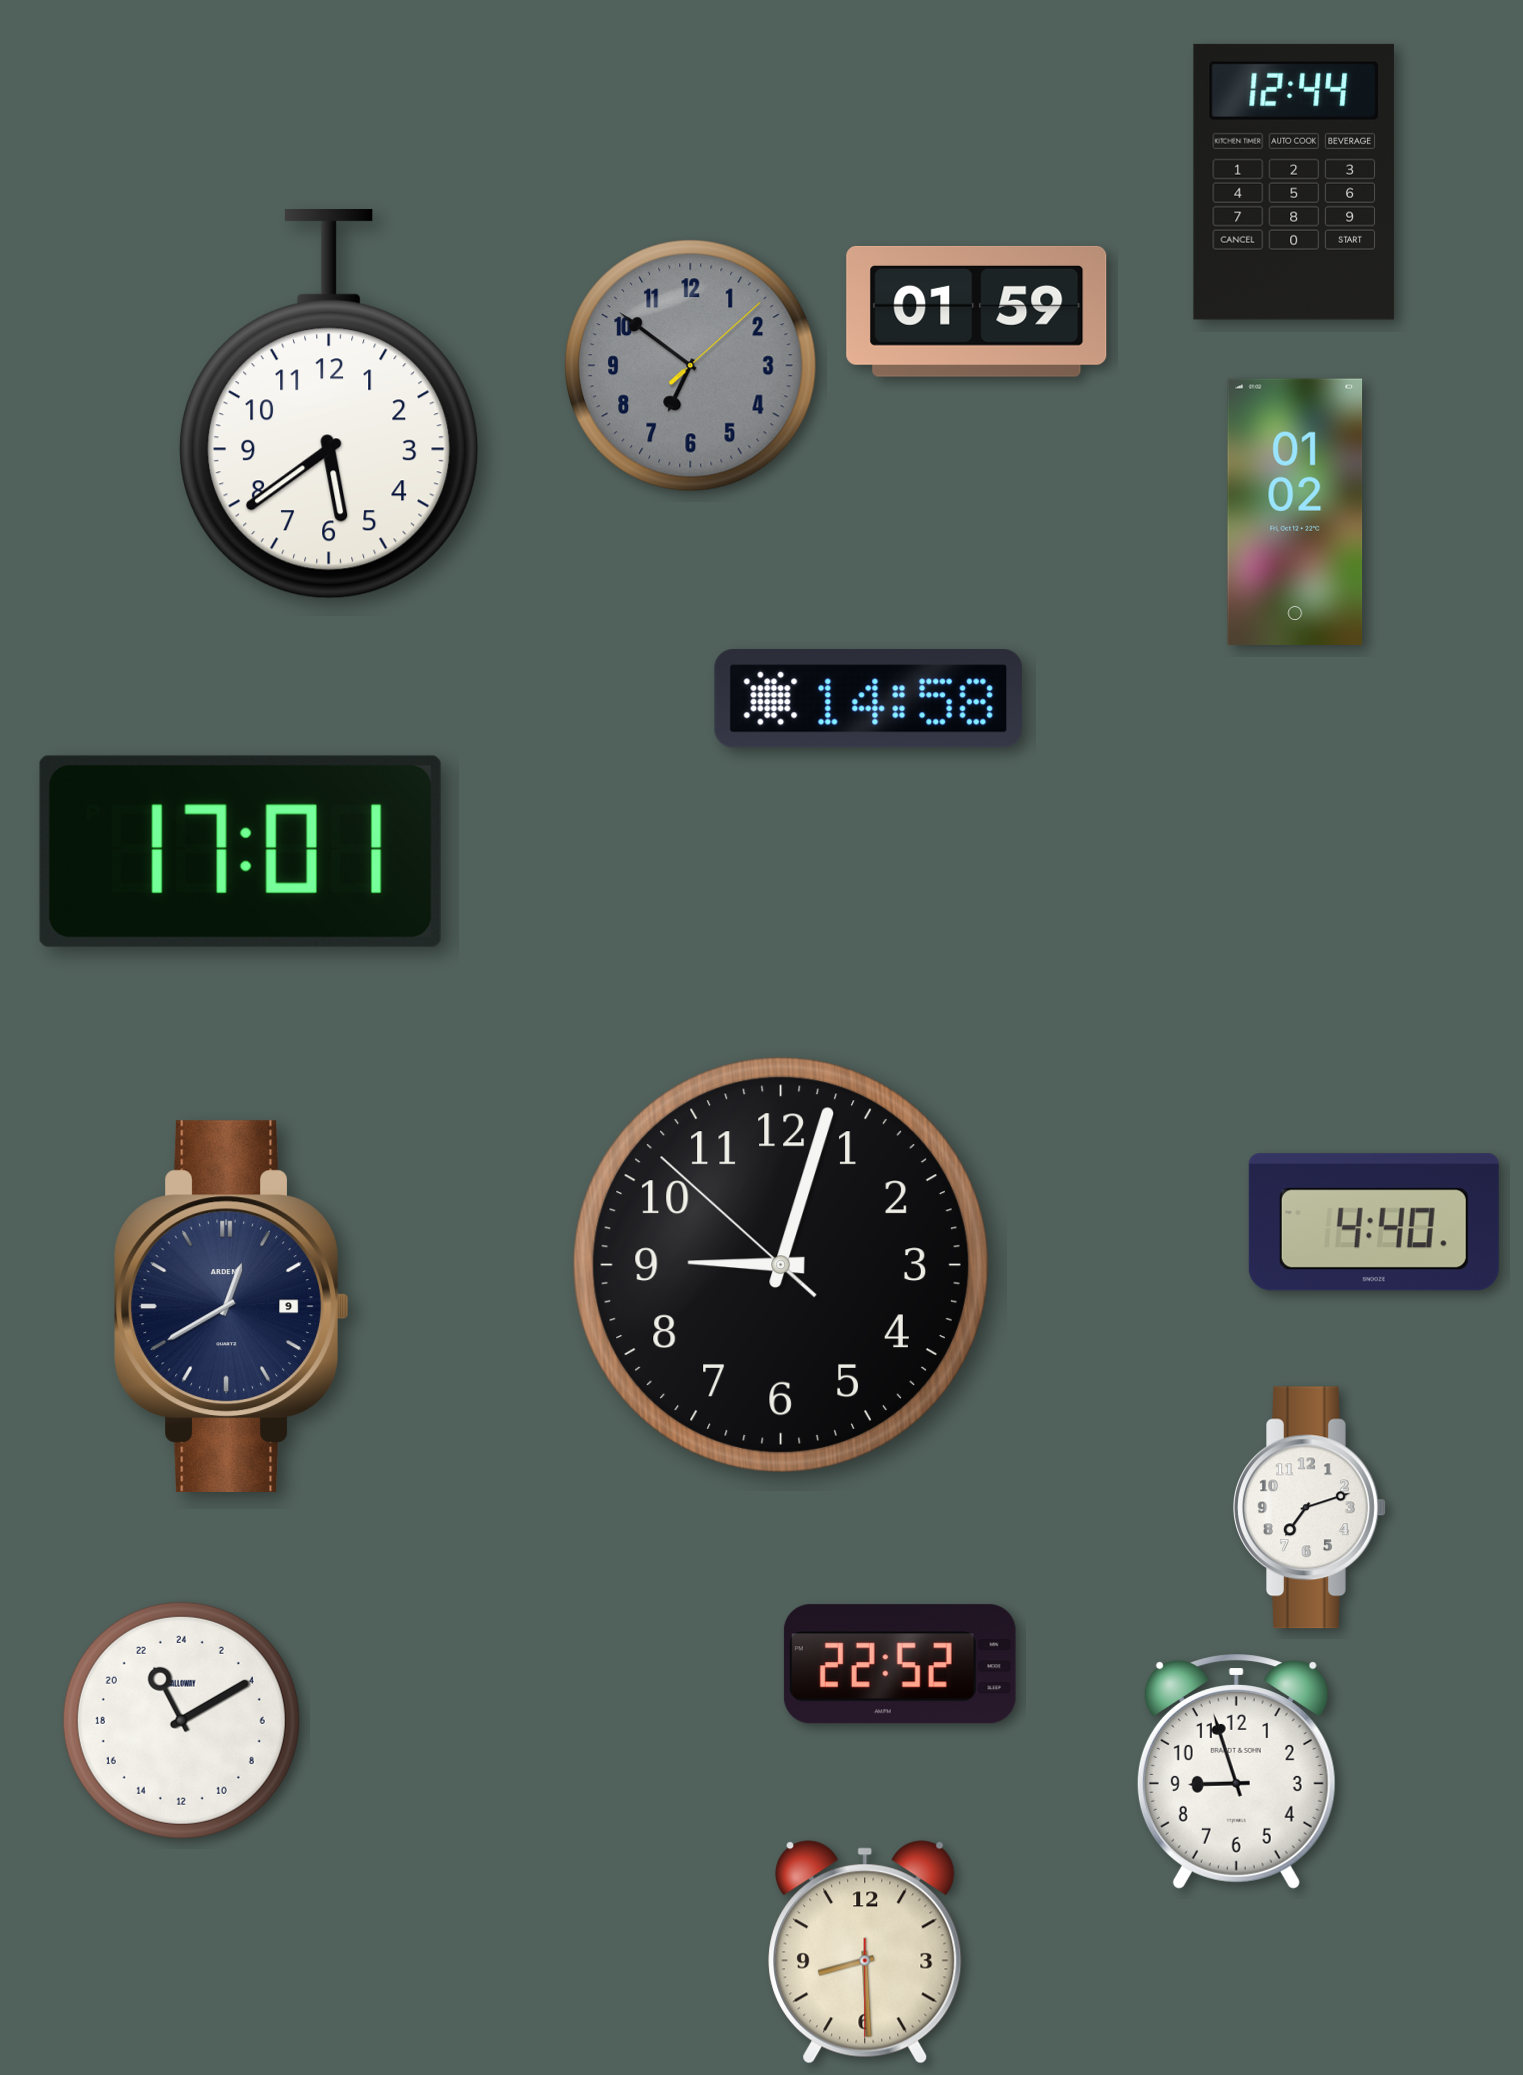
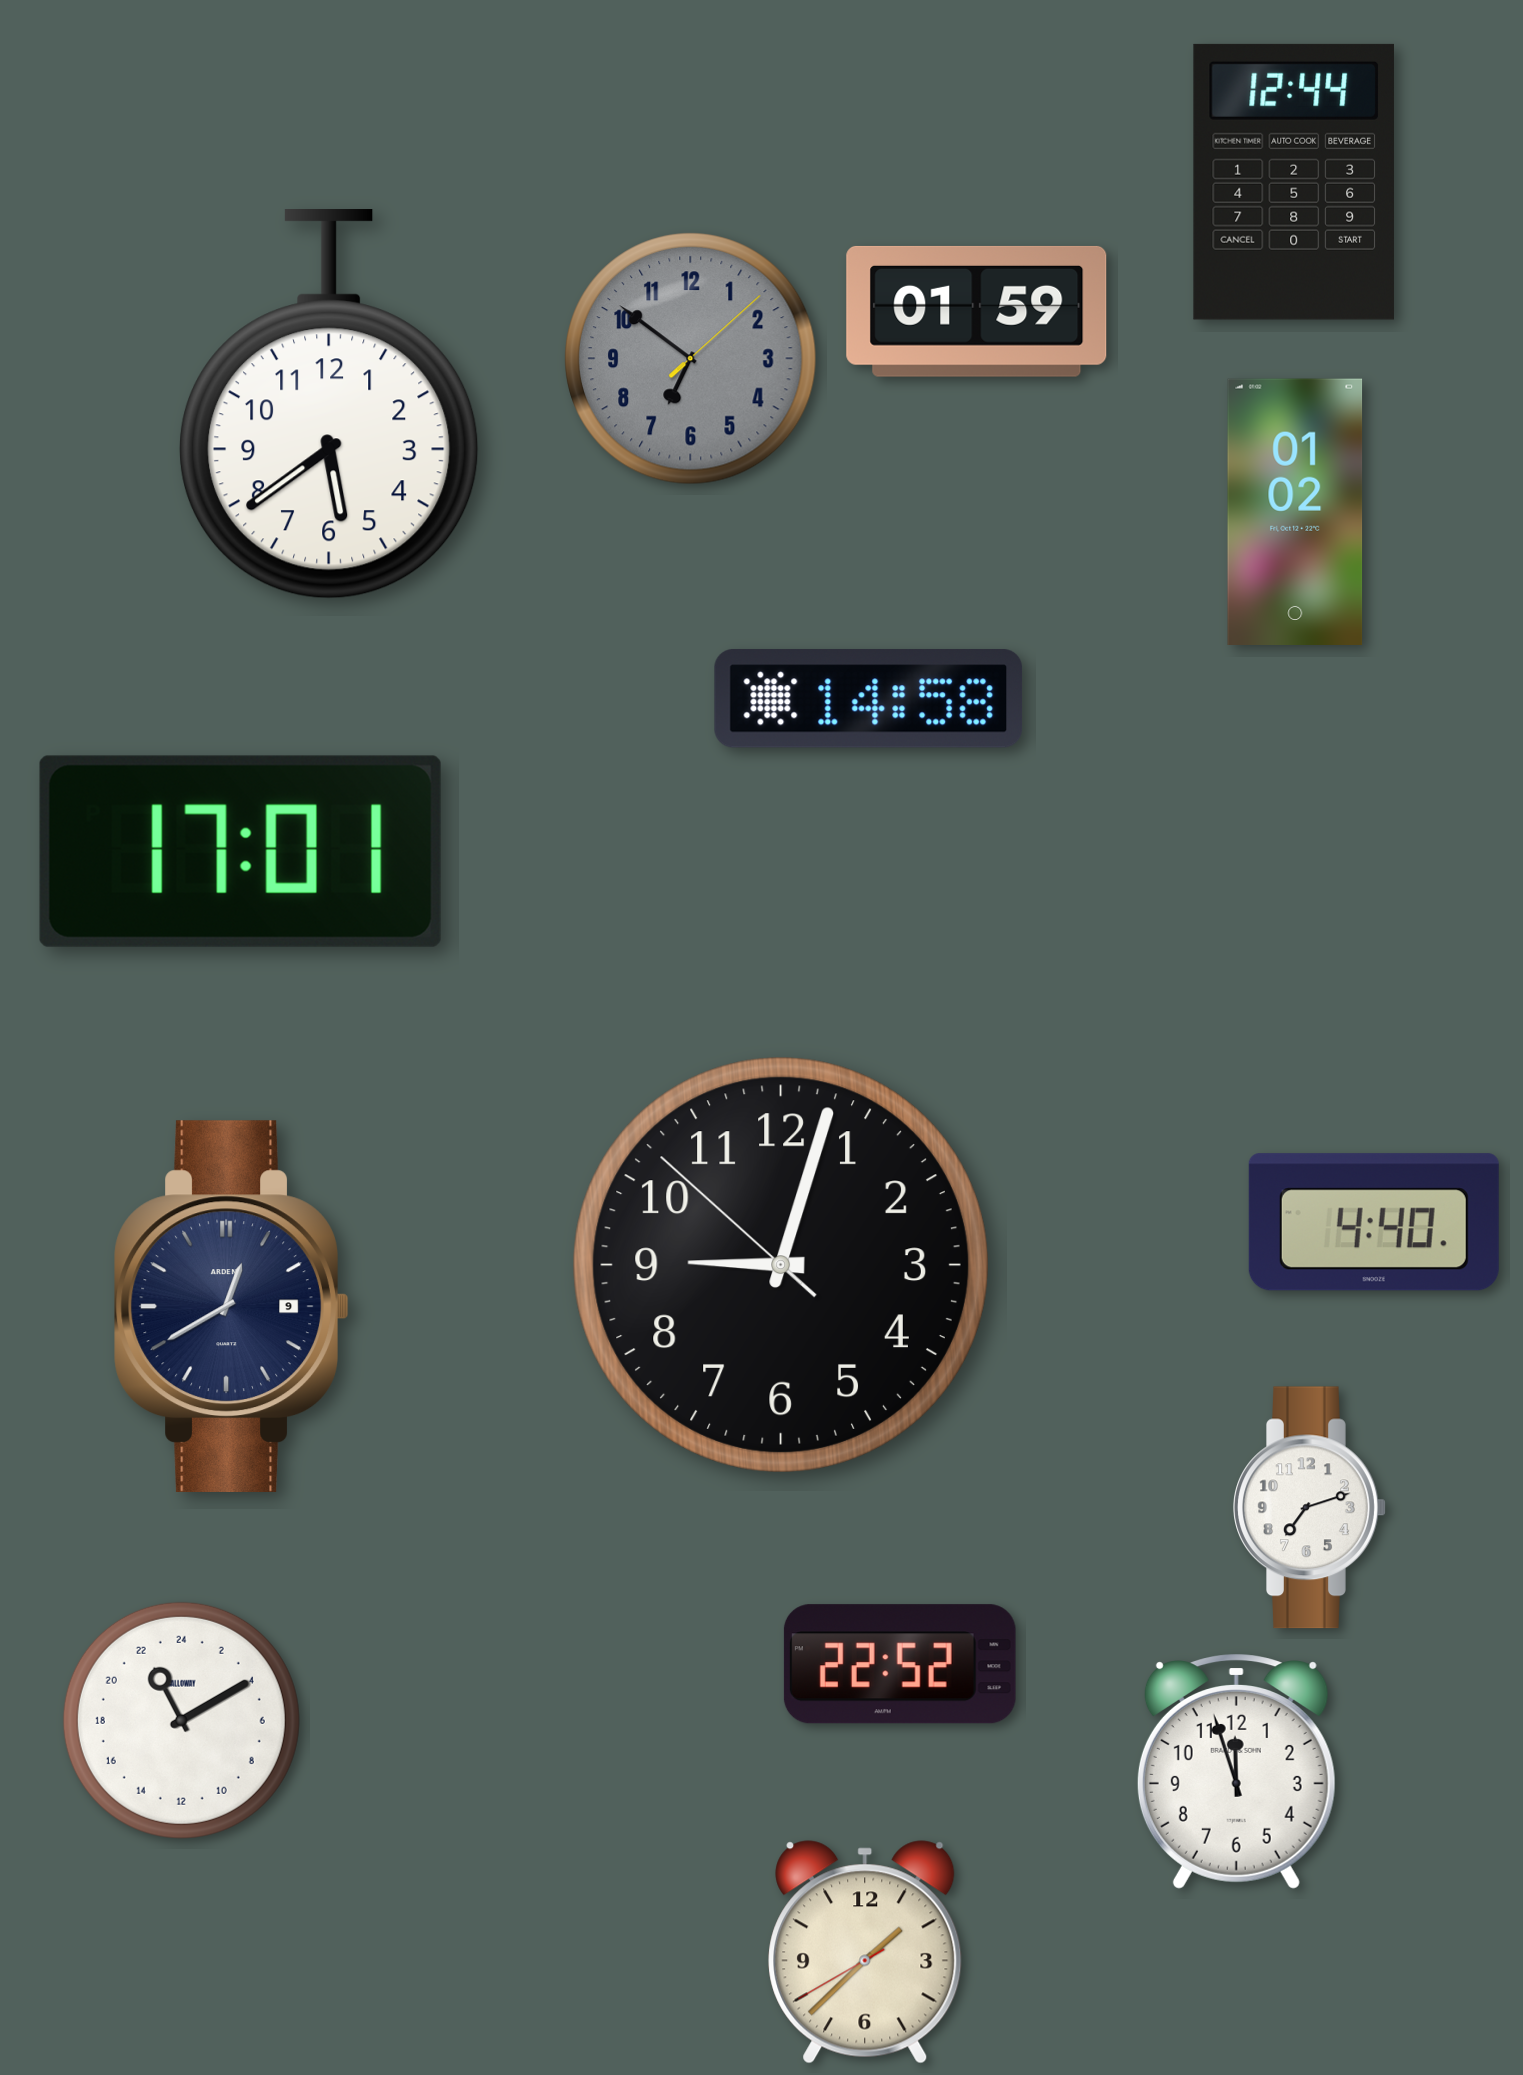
clock at (691, 366) position: (691, 366) -> (691, 359)
clock at (1236, 1771): 8:57 -> 11:57
clock at (865, 1952): 8:29 -> 1:37
